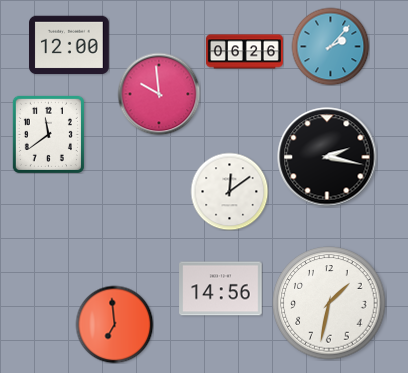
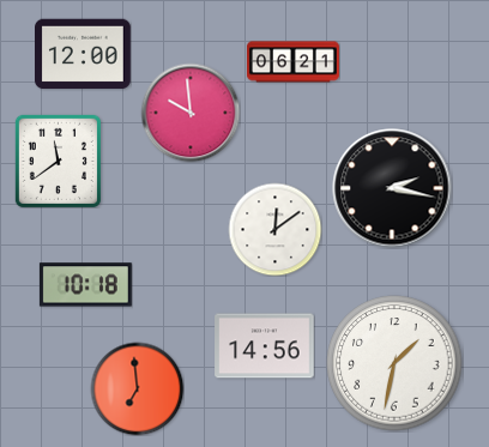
clock at (330, 46): 2:07 -> none
clock at (244, 52): 06:26 -> 06:21
clock at (85, 285): none -> 10:18
